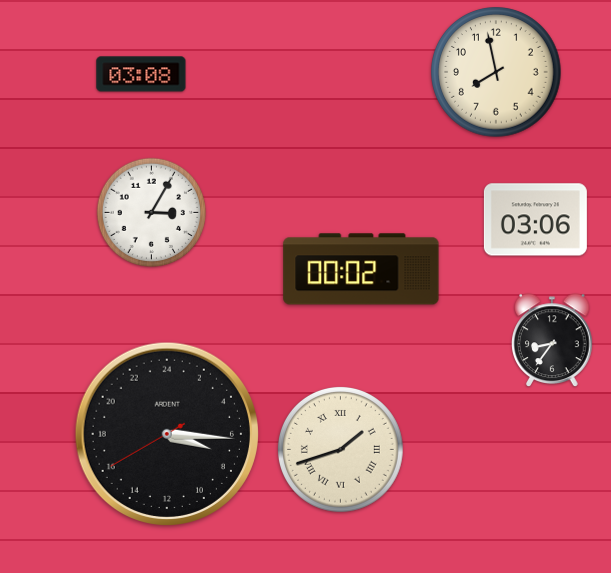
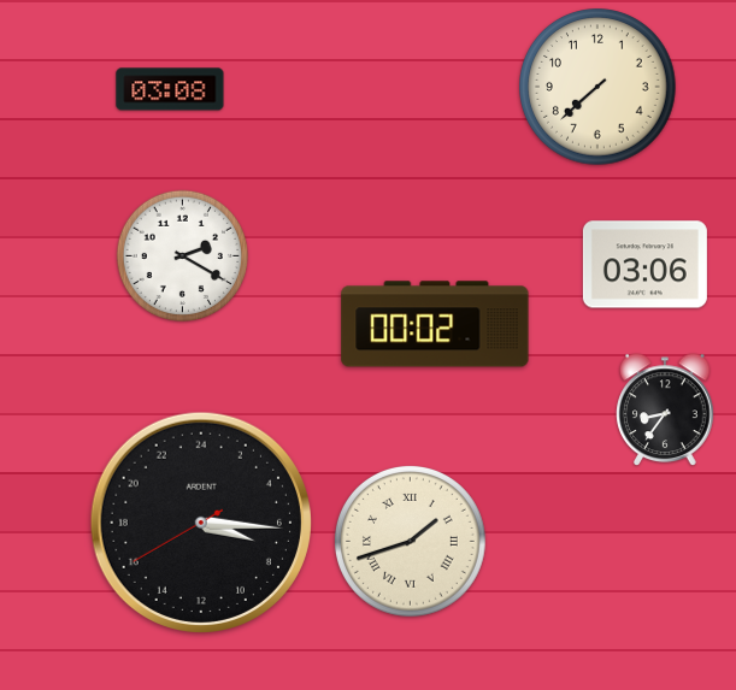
clock at (496, 72): 7:58 -> 7:38
clock at (151, 212): 3:05 -> 2:20
